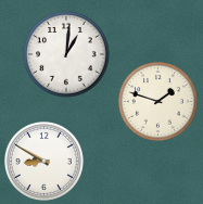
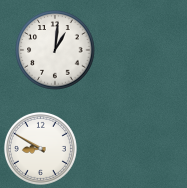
clock at (66, 54) position: (66, 54) -> (55, 50)
clock at (157, 101): 1:48 -> none
